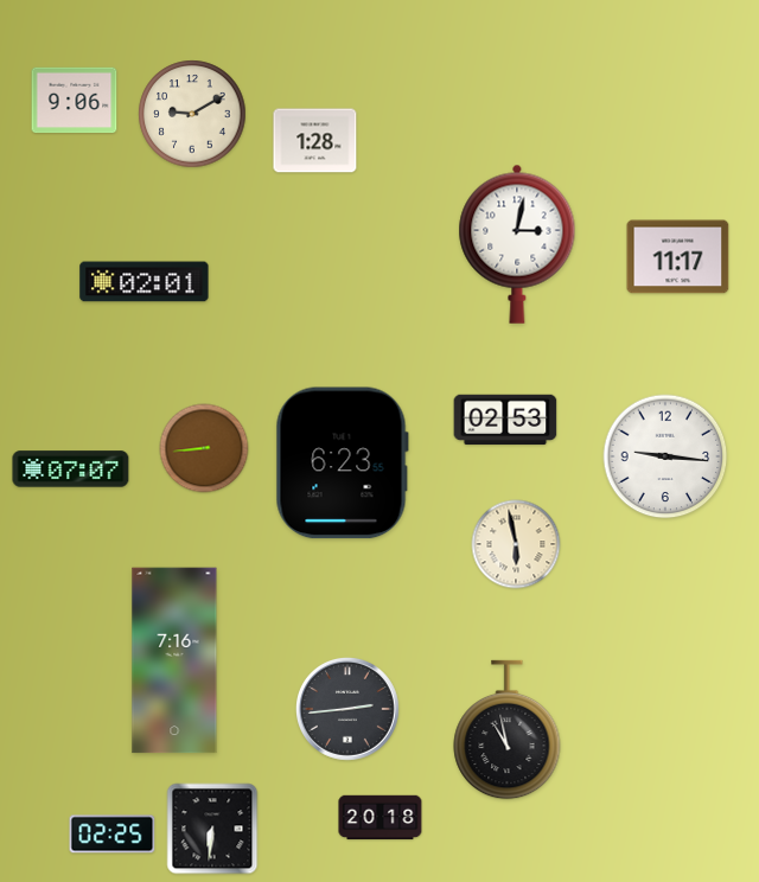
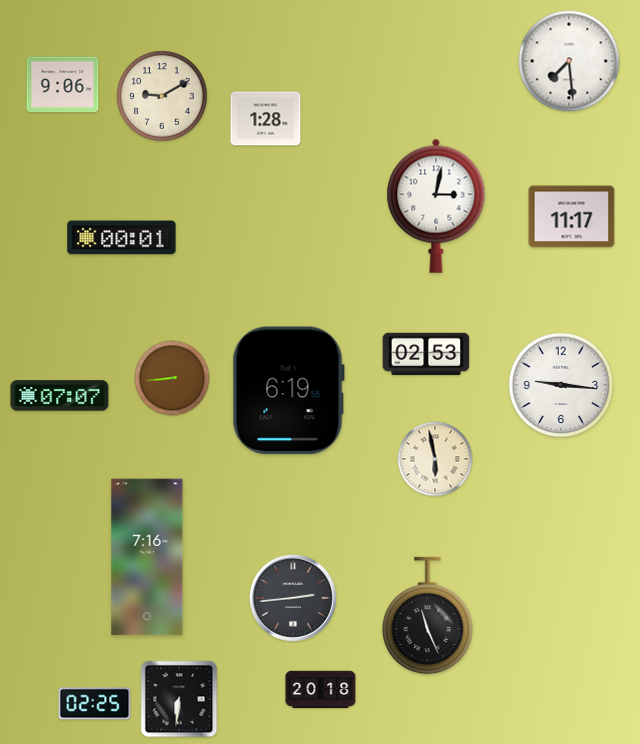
clock at (569, 61): none -> 7:29
clock at (145, 282): 02:01 -> 00:01
clock at (342, 464): 6:23 -> 6:19
clock at (508, 730): 10:58 -> 11:26
